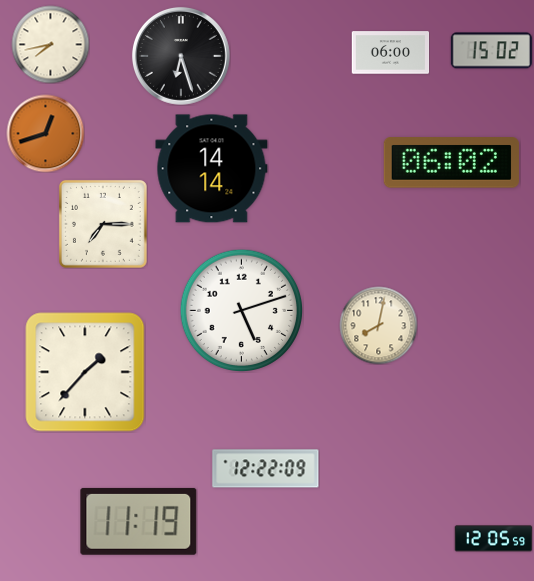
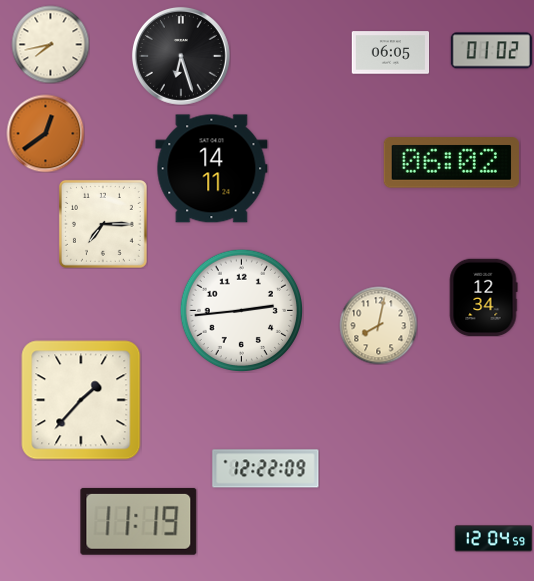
clock at (491, 51): 15:02 -> 01:02
clock at (390, 53): 06:00 -> 06:05
clock at (45, 133): 12:42 -> 12:39
clock at (212, 169): 14:14 -> 14:11
clock at (483, 297): none -> 12:34
clock at (241, 310): 5:12 -> 2:44
clock at (85, 372) position: (85, 372) -> (81, 400)
clock at (493, 539): 12:05 -> 12:04
